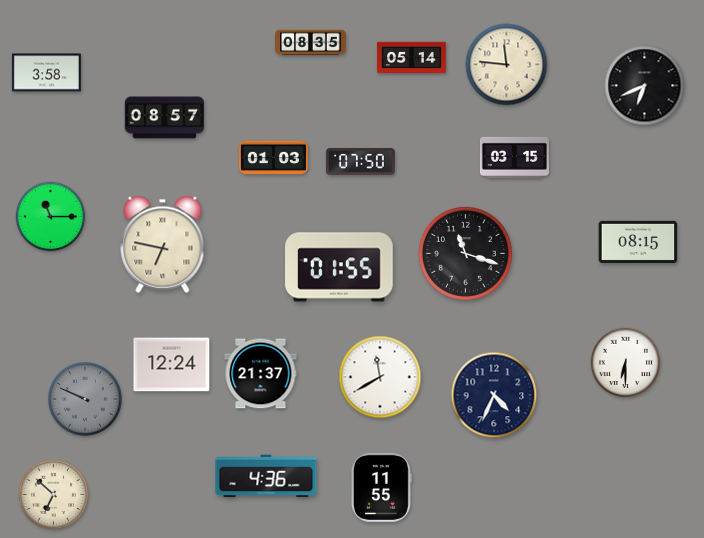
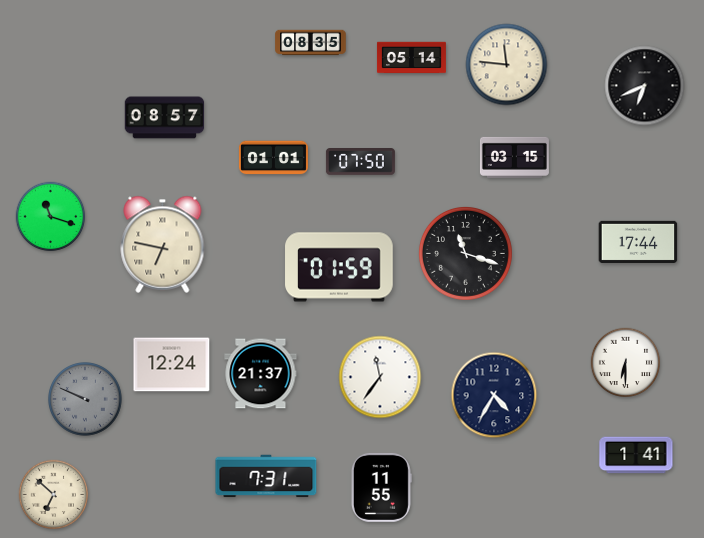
clock at (46, 73): 3:58 -> none
clock at (273, 158): 01:03 -> 01:01
clock at (51, 217): 11:15 -> 11:18
clock at (638, 242): 08:15 -> 17:44
clock at (339, 267): 01:55 -> 01:59
clock at (380, 377): 11:40 -> 11:36
clock at (494, 395): 4:34 -> 4:35
clock at (636, 455): none -> 1:41
clock at (266, 476): 4:36 -> 7:31
